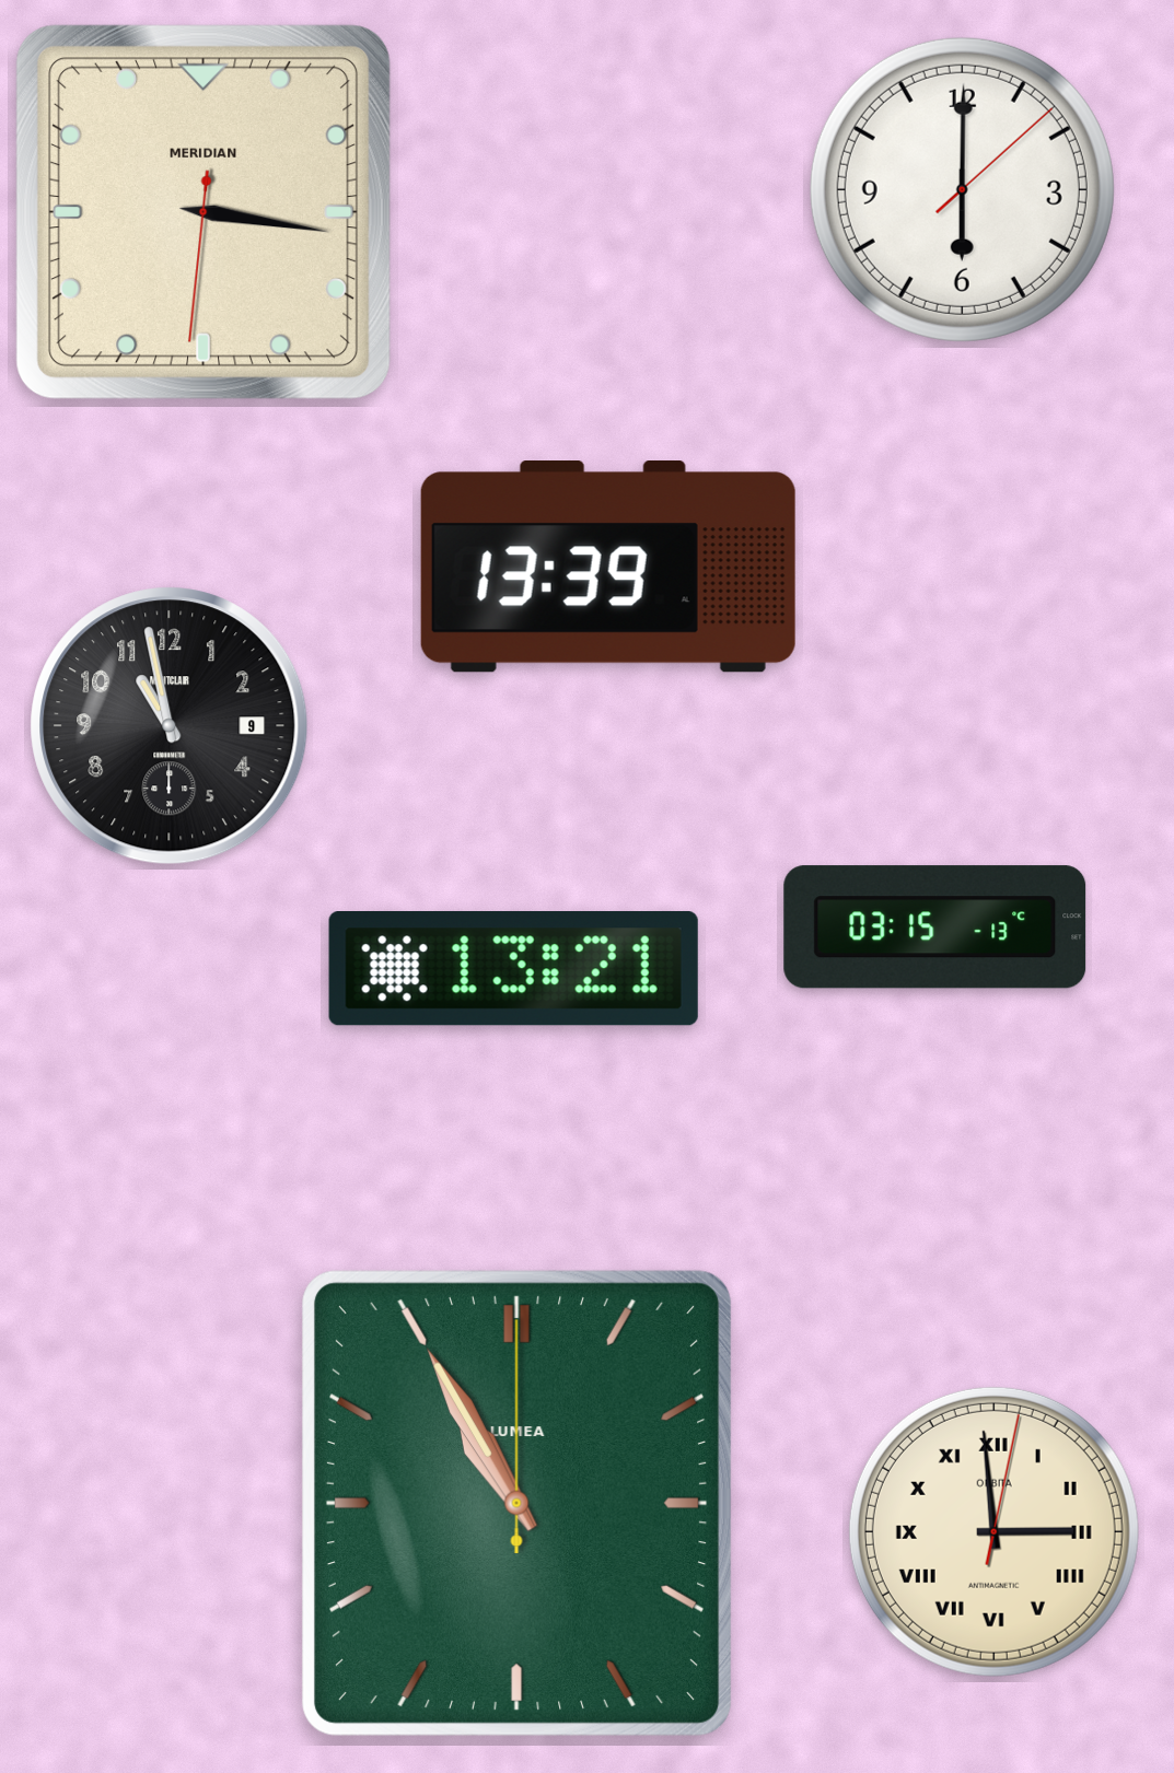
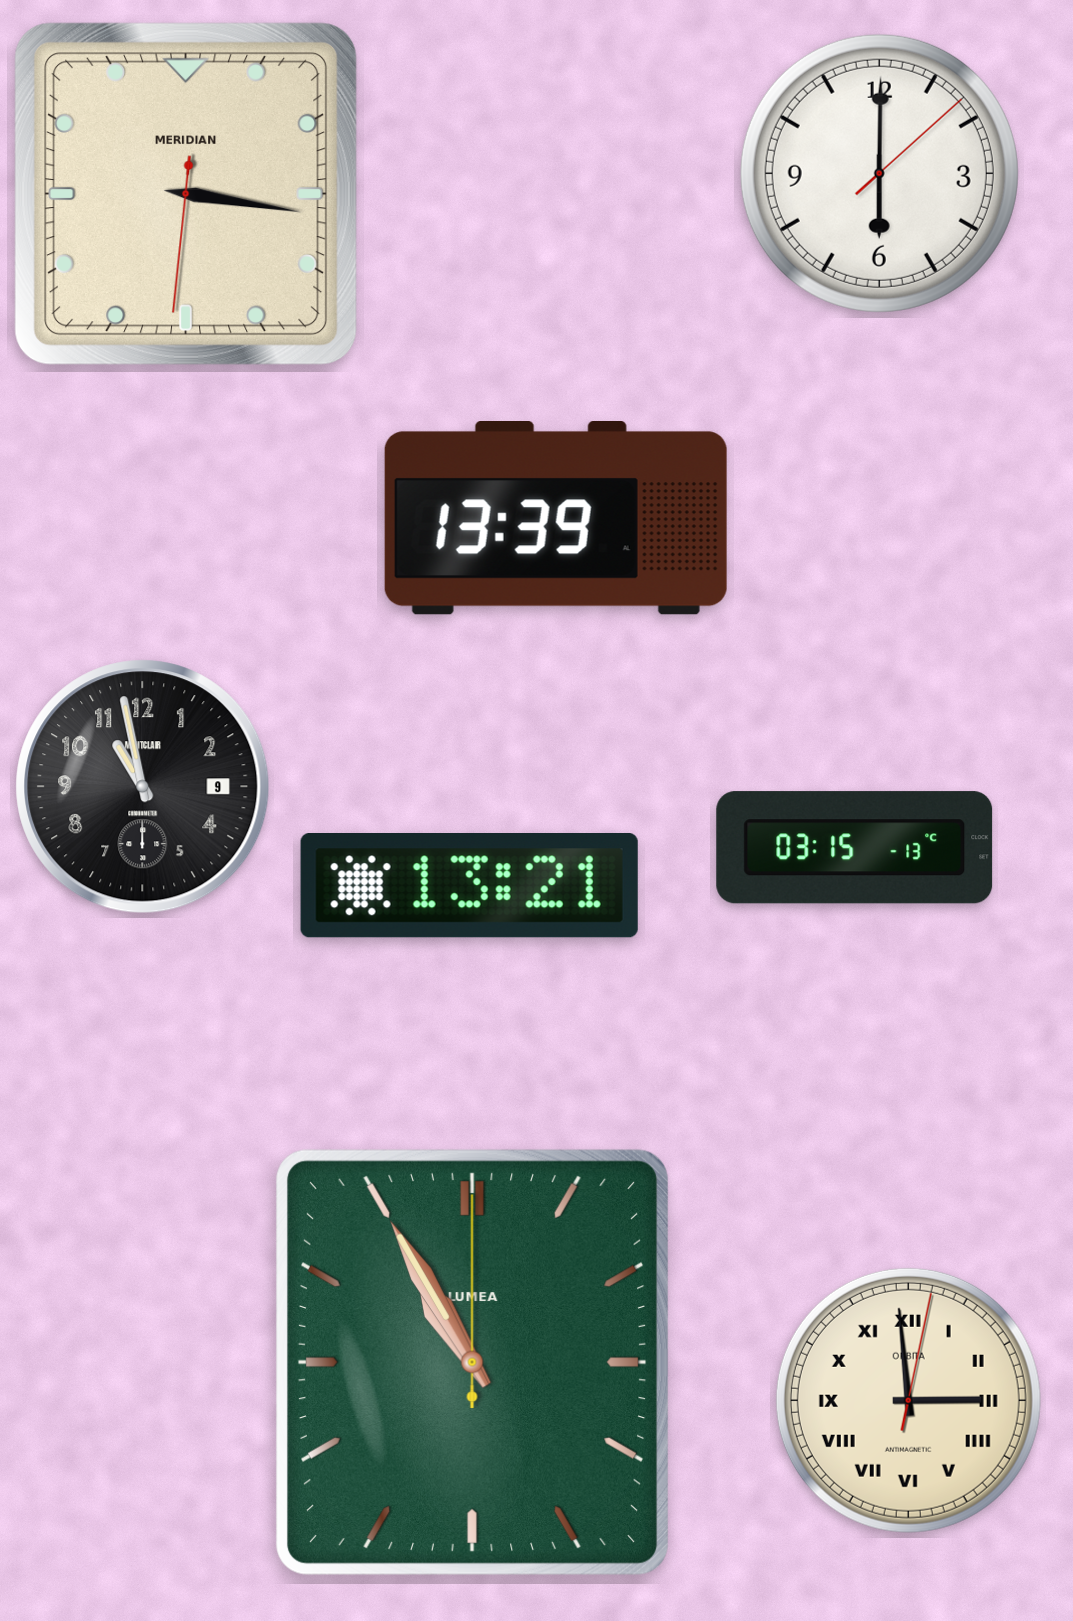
clock at (170, 726) position: (170, 726) -> (143, 787)
clock at (516, 1503) position: (516, 1503) -> (472, 1362)
